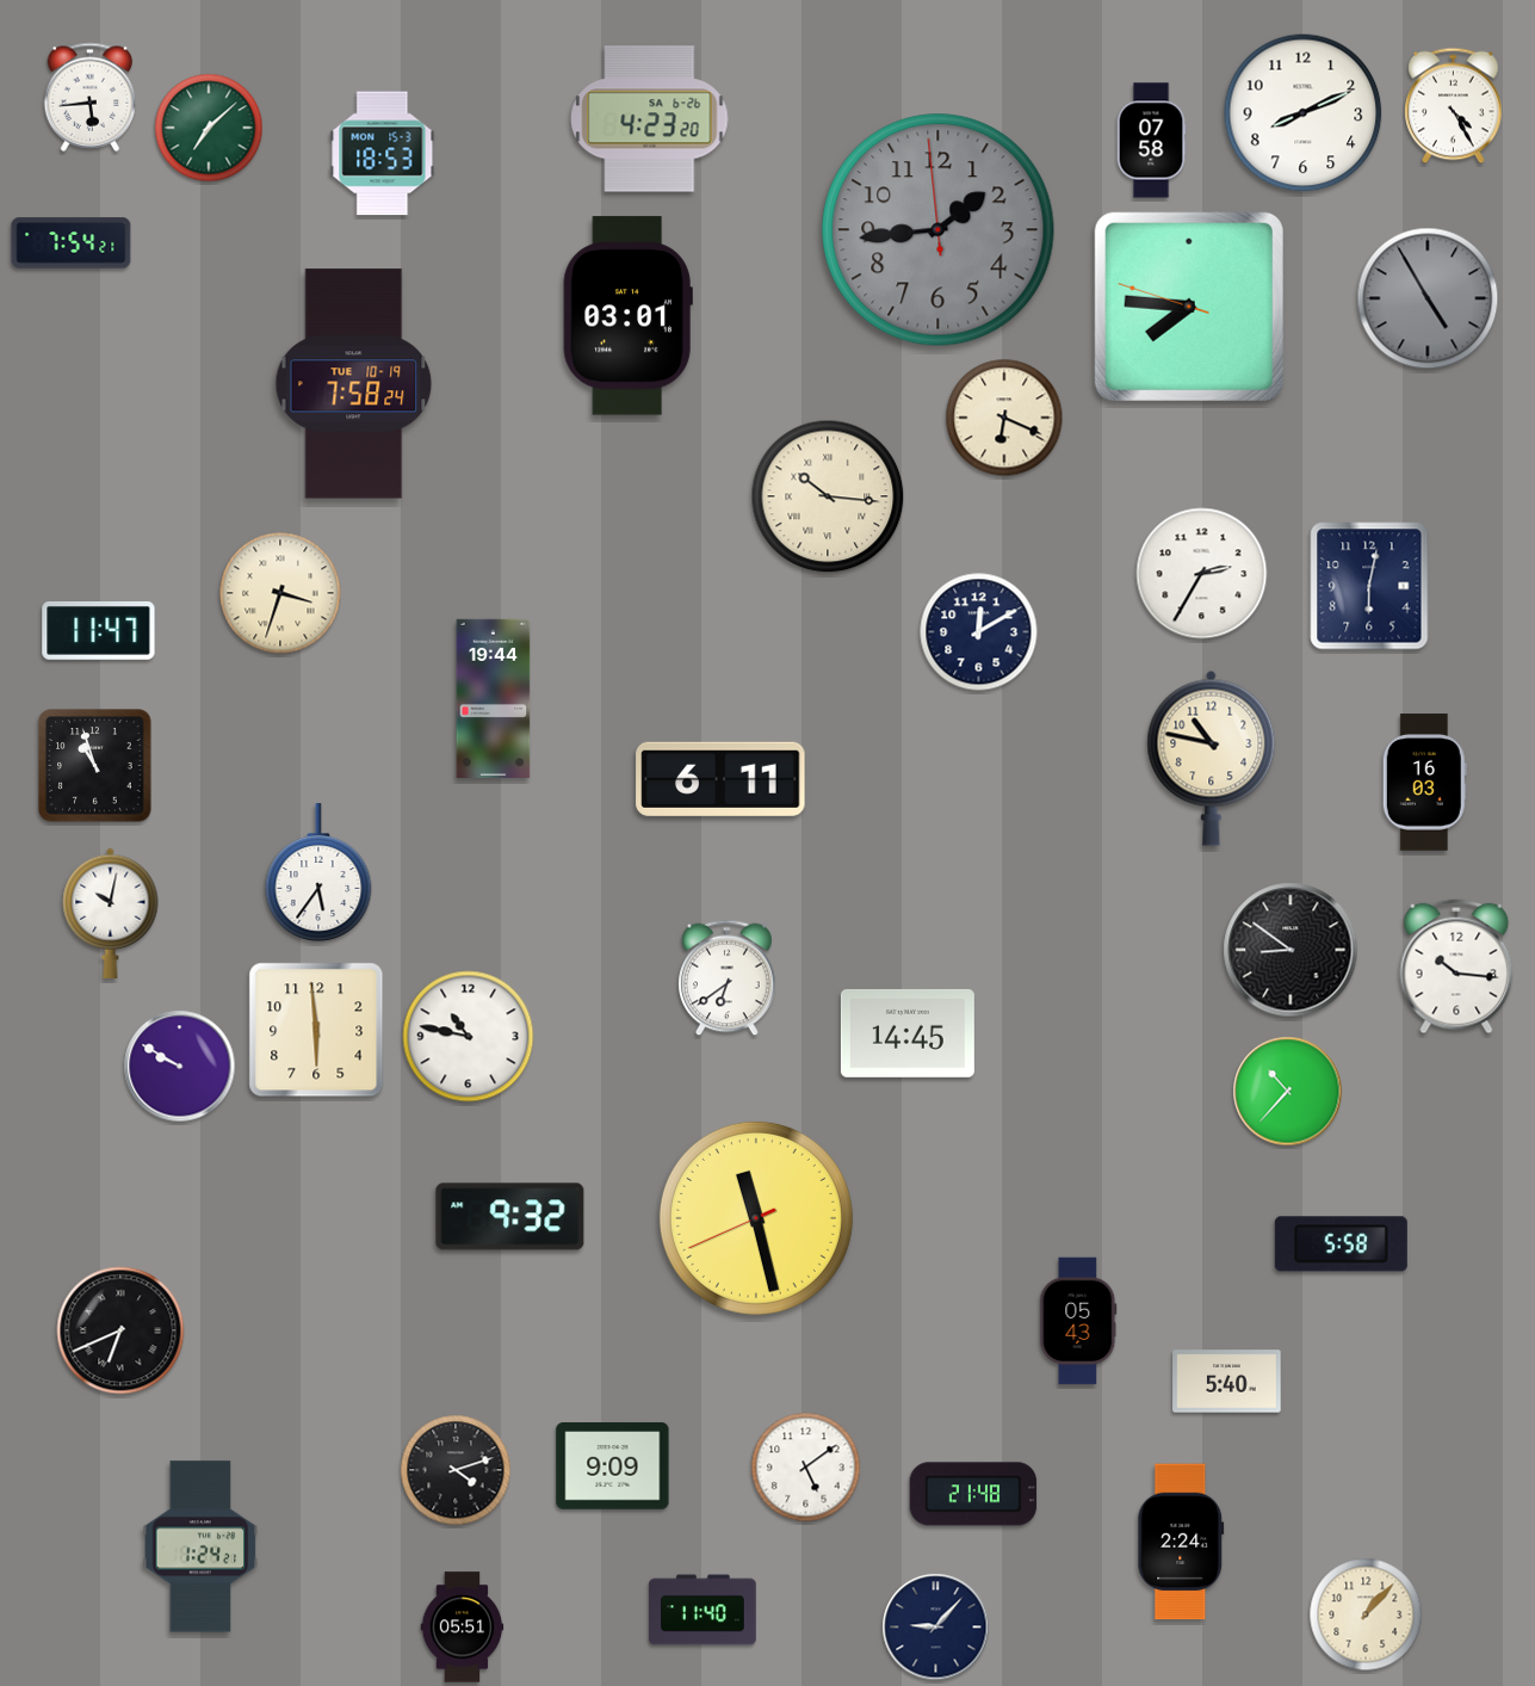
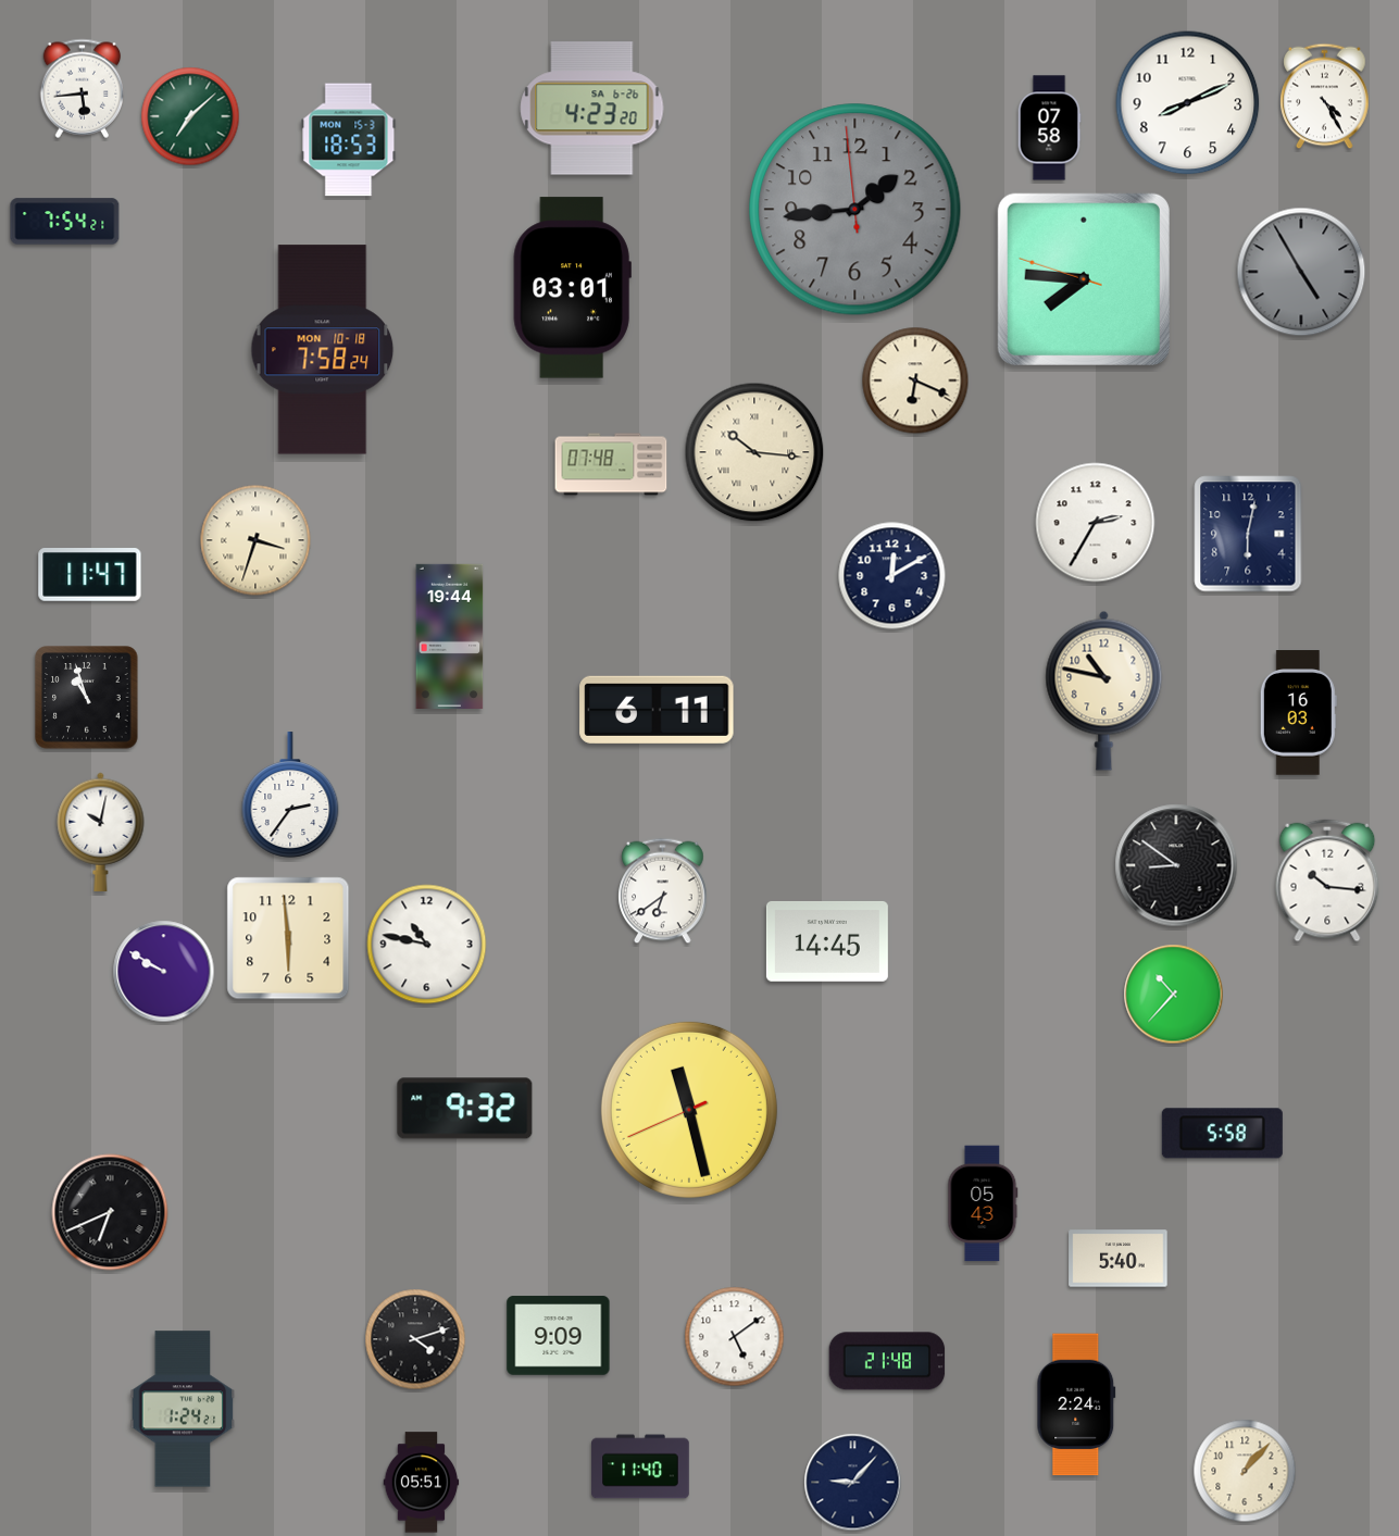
clock at (354, 384) date: TUE 10-19 -> MON 10-18
clock at (611, 464): none -> 07:48
clock at (318, 872): 5:36 -> 2:36
